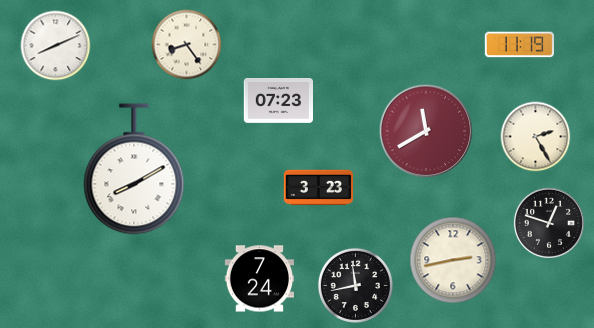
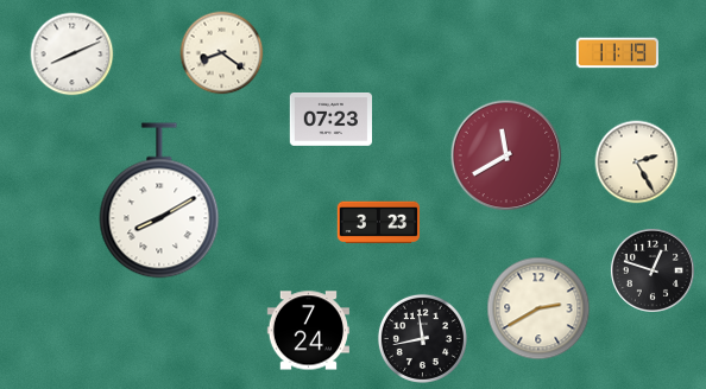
clock at (187, 45): 8:24 -> 8:21
clock at (56, 46) position: (56, 46) -> (73, 55)
clock at (549, 223) position: (549, 223) -> (653, 270)
clock at (453, 260): 2:43 -> 2:40
